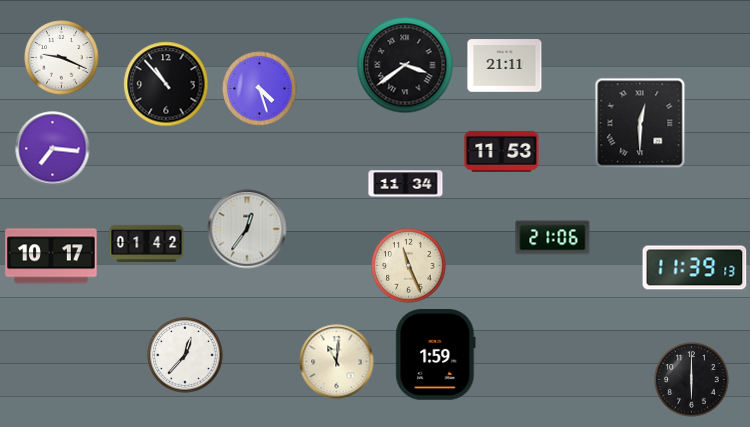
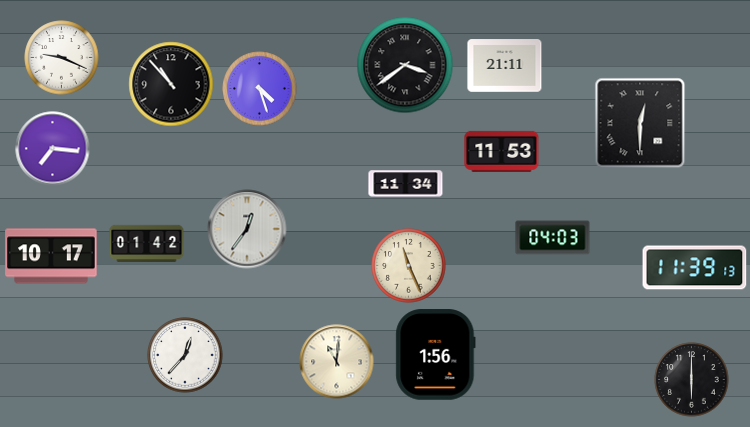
clock at (166, 84) position: (166, 84) -> (171, 84)
clock at (553, 238): 21:06 -> 04:03
clock at (436, 355): 1:59 -> 1:56
